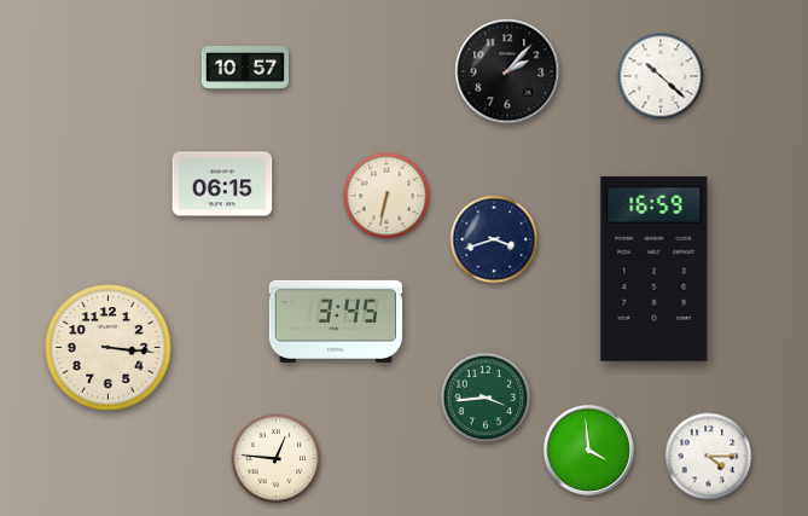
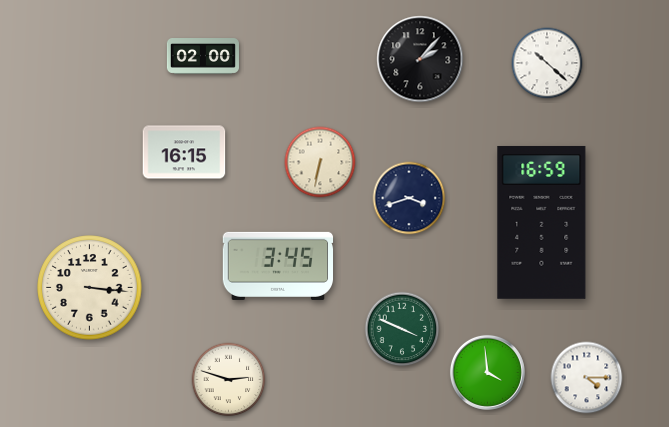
clock at (245, 69): 10:57 -> 02:00
clock at (222, 184): 06:15 -> 16:15
clock at (486, 398): 3:44 -> 3:49
clock at (277, 459): 12:46 -> 2:48
